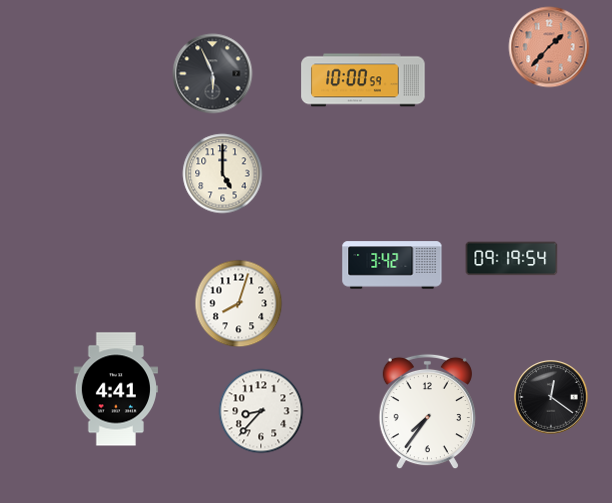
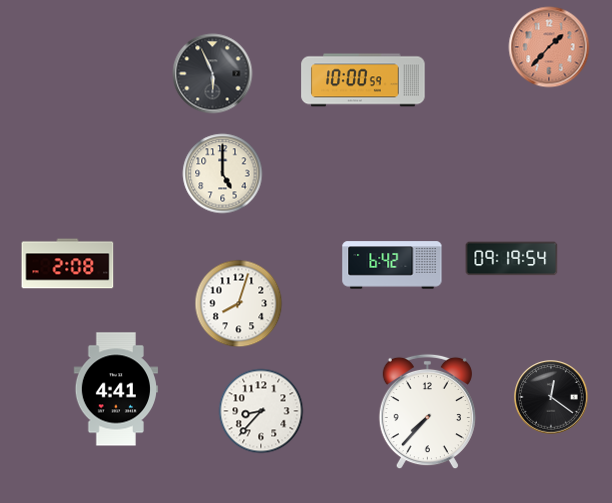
clock at (68, 264): none -> 2:08
clock at (392, 265): 3:42 -> 6:42
clock at (427, 412): 7:36 -> 7:37
